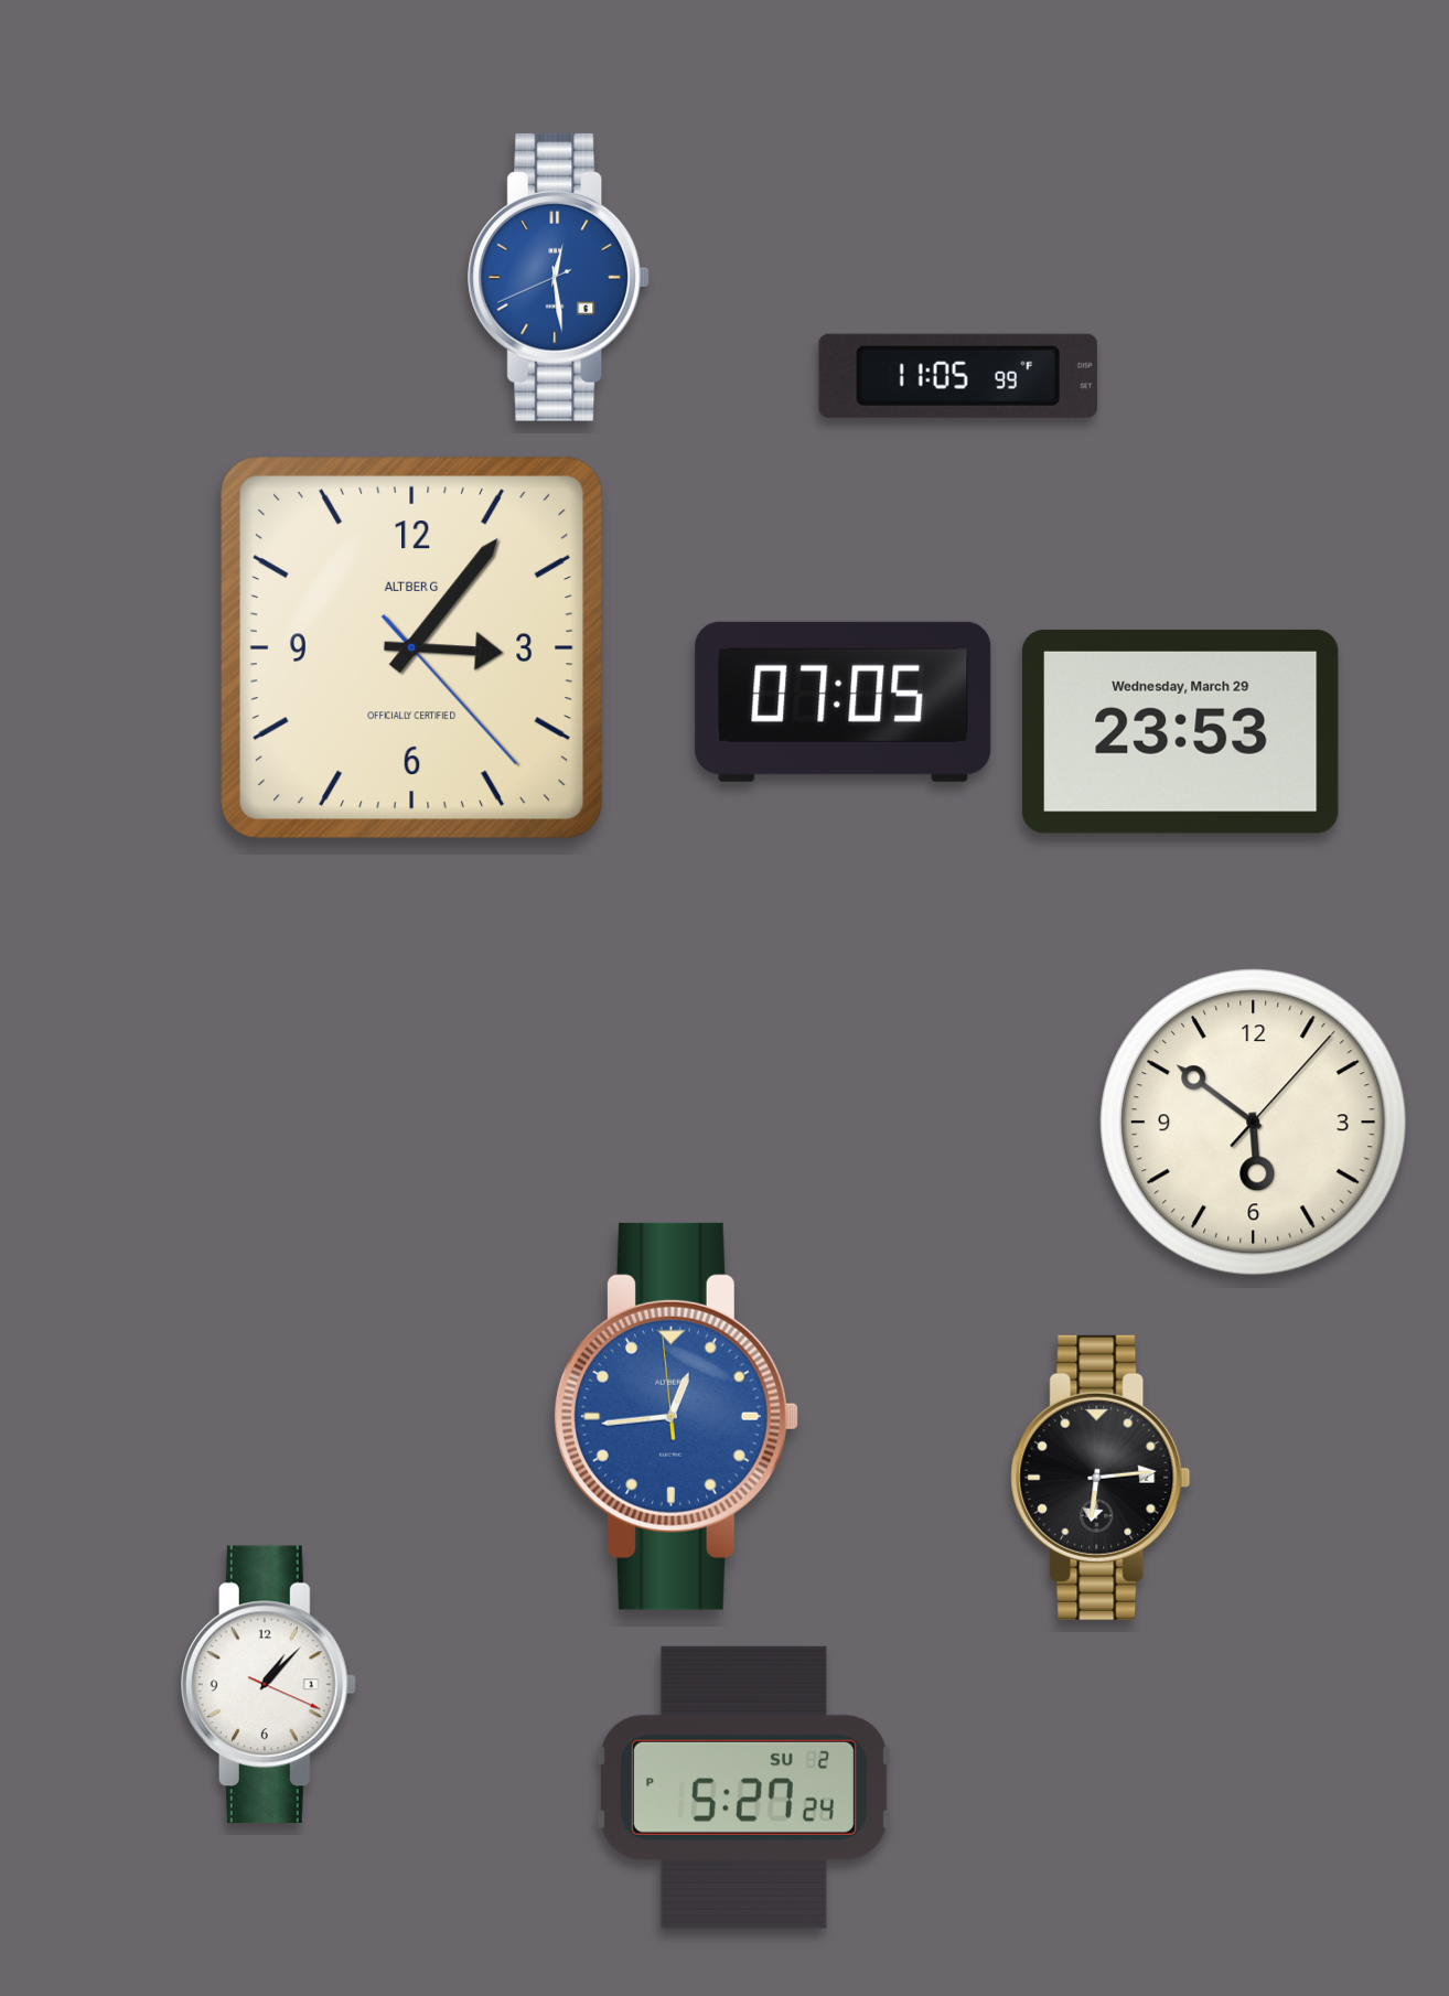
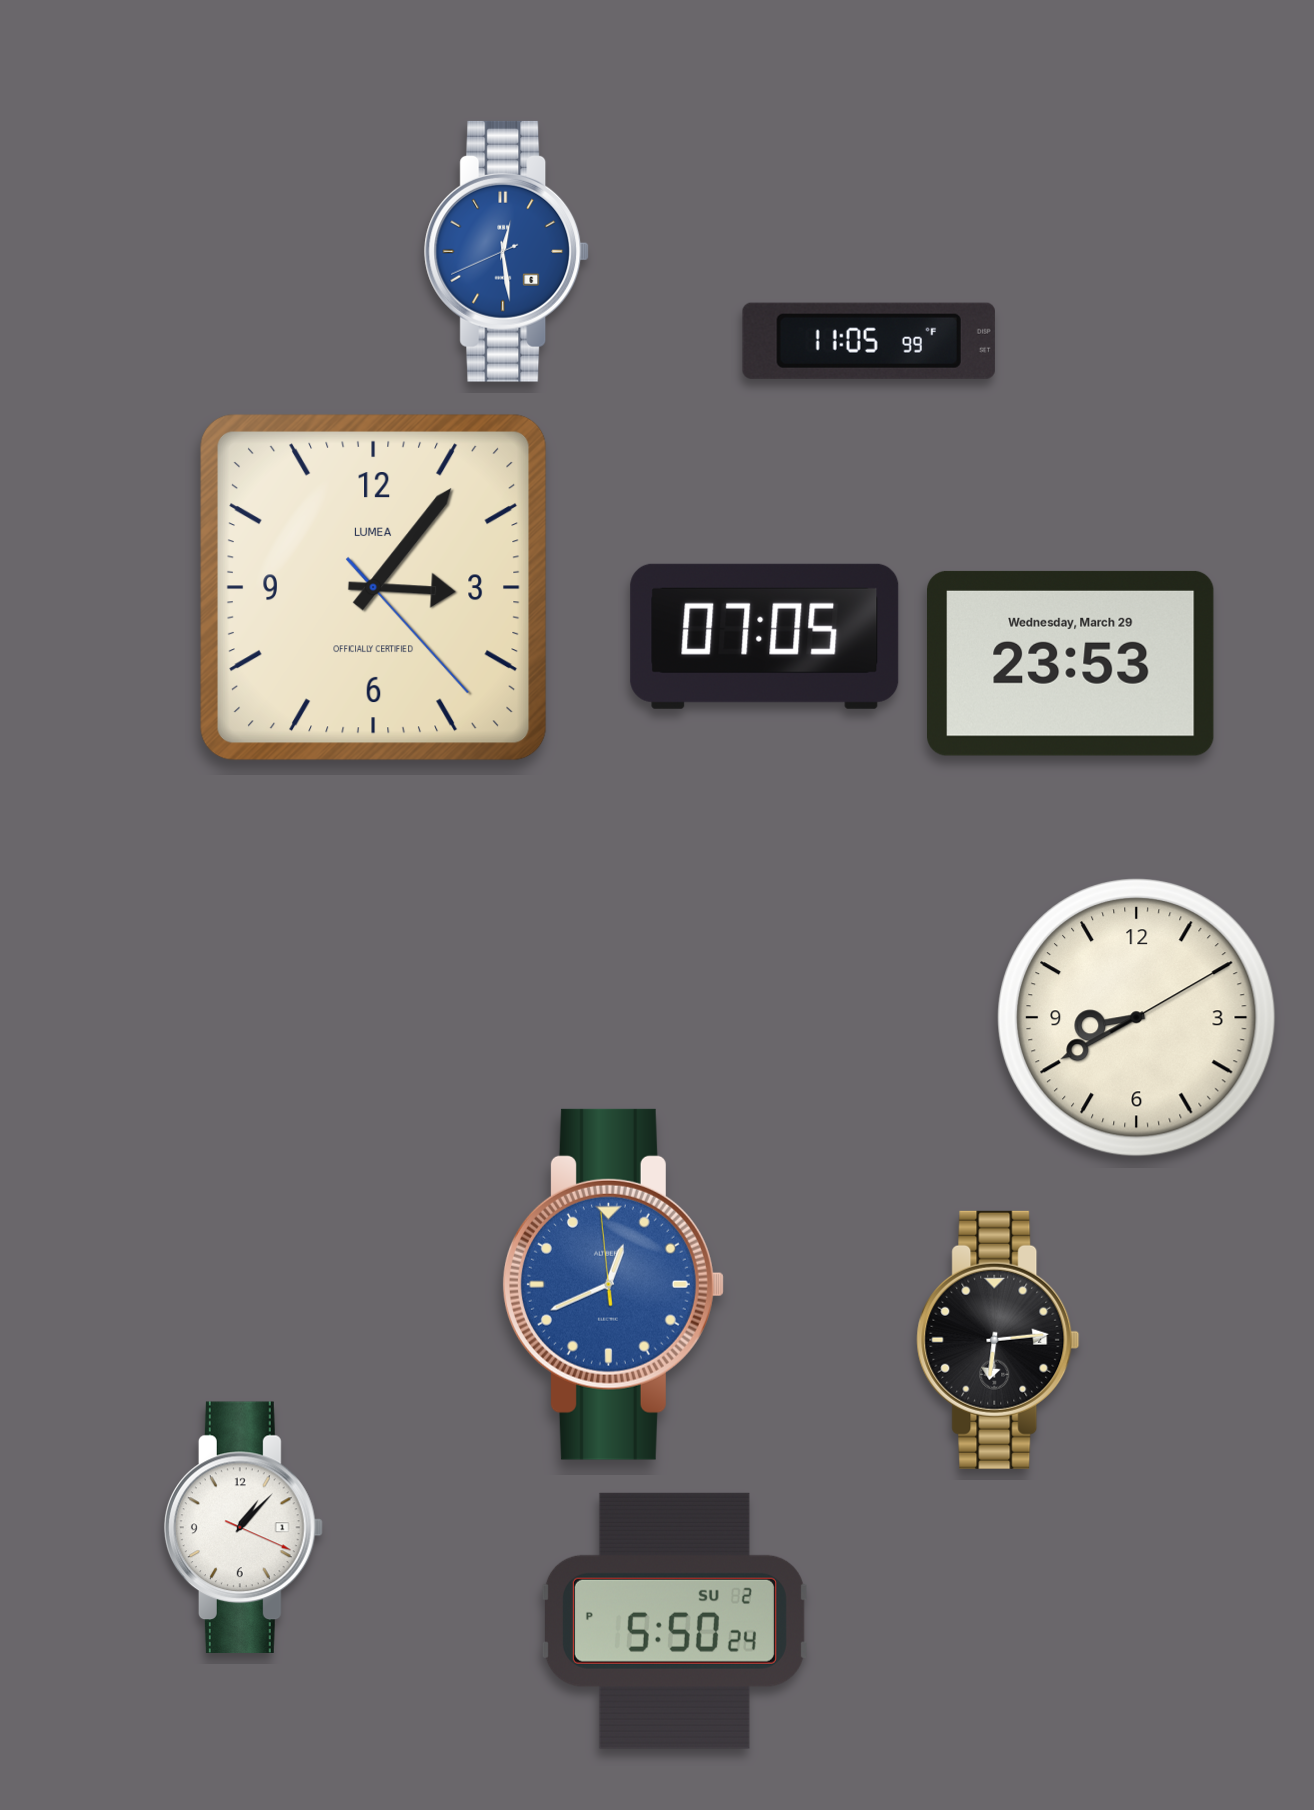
clock at (411, 647) brand: ALTBERG -> LUMEA
clock at (1253, 1122): 5:51 -> 8:40
clock at (676, 1416): 12:43 -> 12:40
clock at (744, 1788): 5:27 -> 5:50
